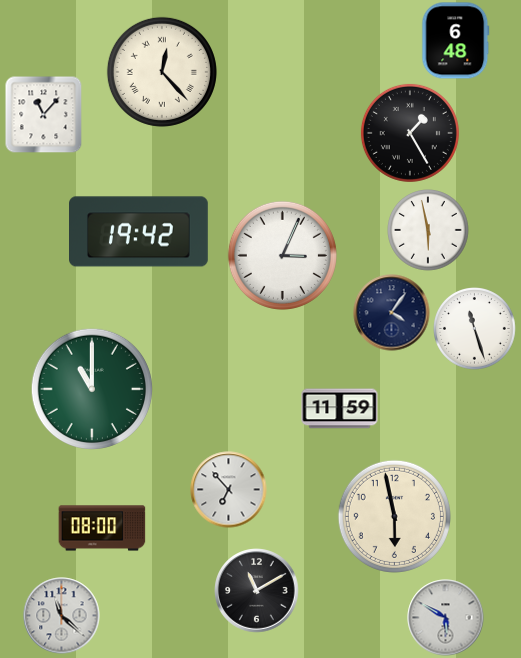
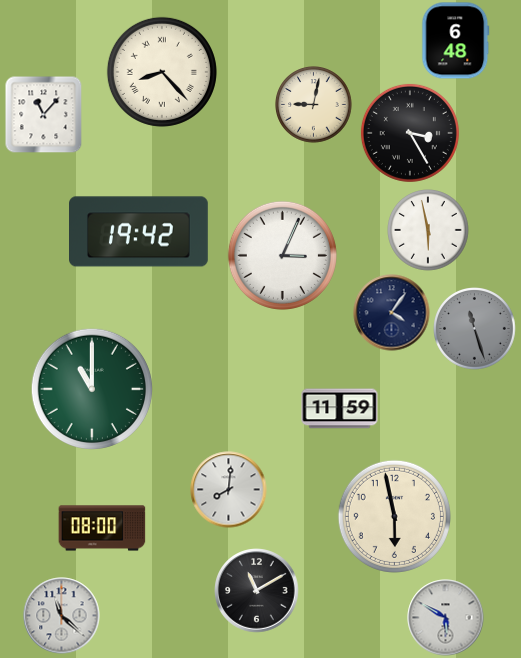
clock at (162, 72): 12:23 -> 8:23
clock at (314, 105): none -> 9:02
clock at (410, 133): 1:25 -> 3:25
clock at (475, 329) dial: white -> grey
clock at (229, 490): 6:53 -> 8:01
